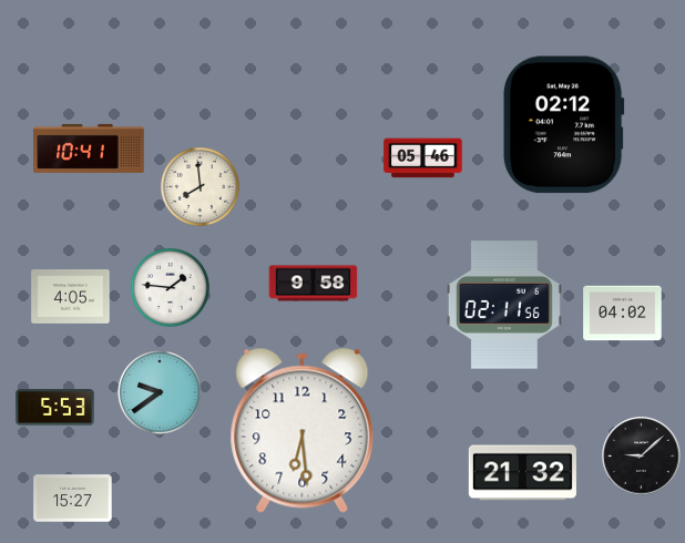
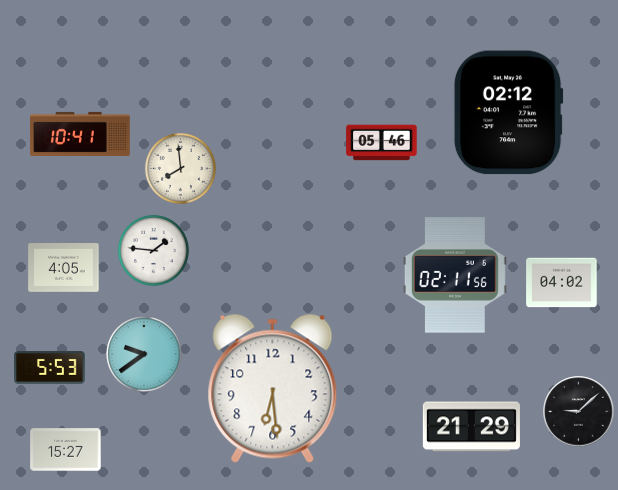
clock at (314, 284): 9:58 -> none
clock at (170, 287) position: (170, 287) -> (153, 250)
clock at (522, 473): 21:32 -> 21:29
